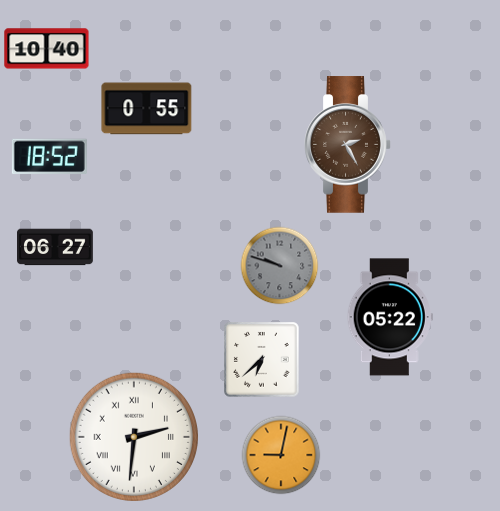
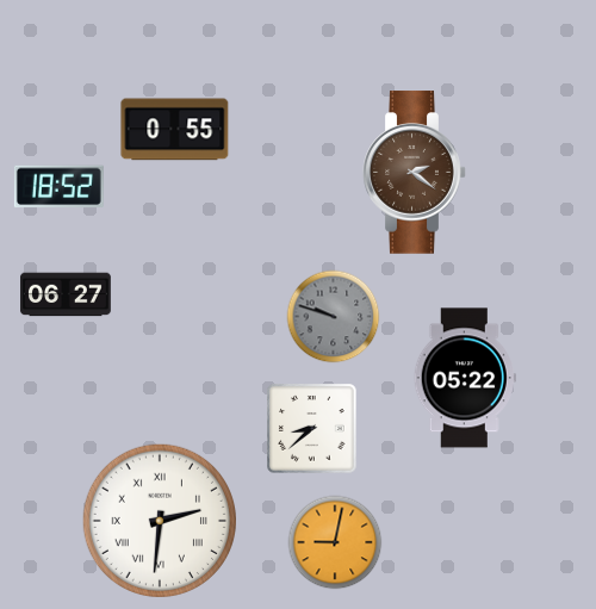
clock at (47, 49): 10:40 -> none
clock at (348, 145): 2:25 -> 2:21
clock at (262, 360): 6:38 -> 8:38
